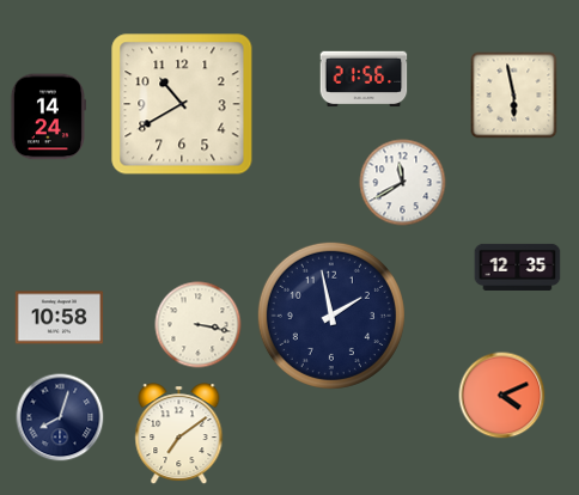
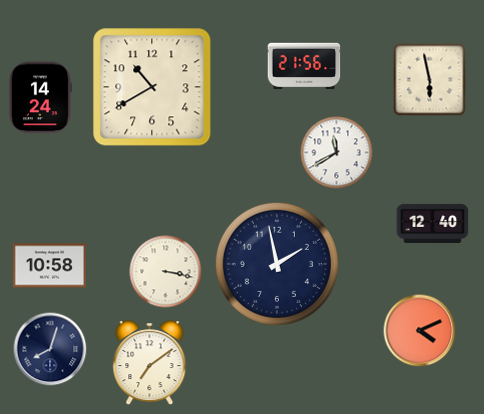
clock at (518, 267): 12:35 -> 12:40
